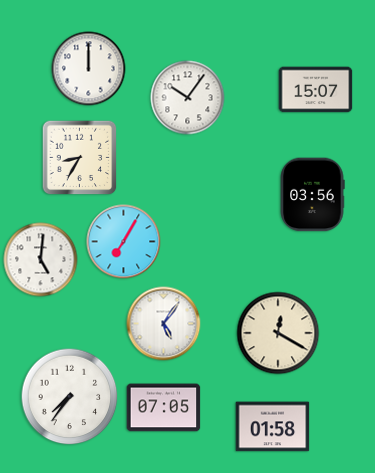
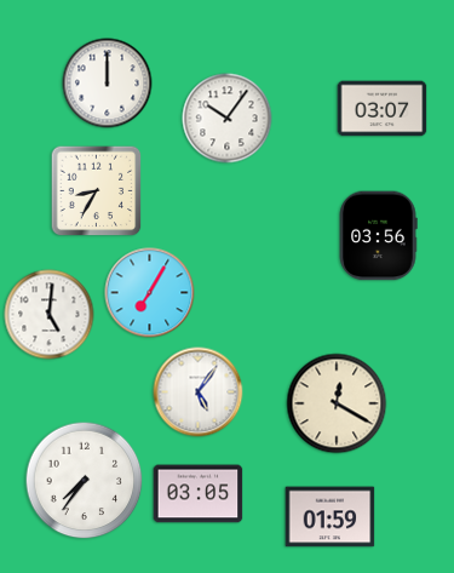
clock at (316, 90): 15:07 -> 03:07
clock at (164, 408): 07:05 -> 03:05
clock at (273, 427): 01:58 -> 01:59
